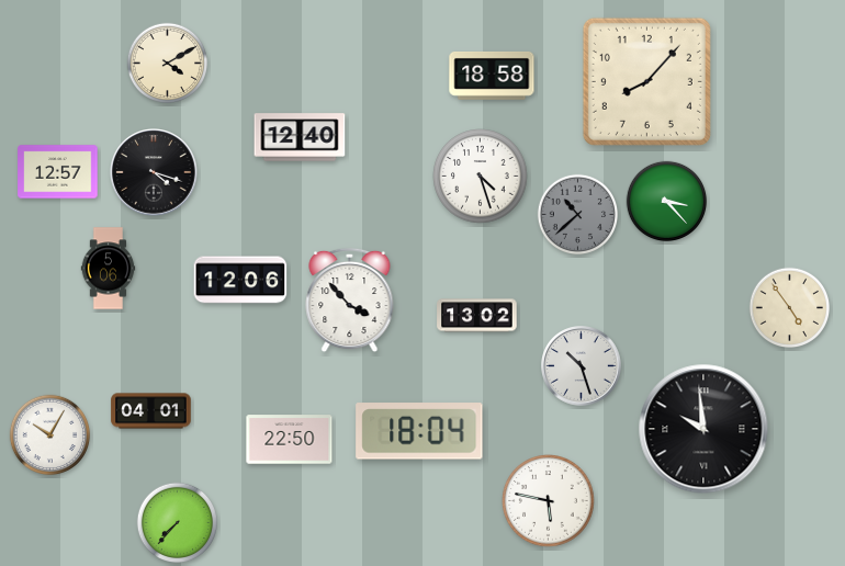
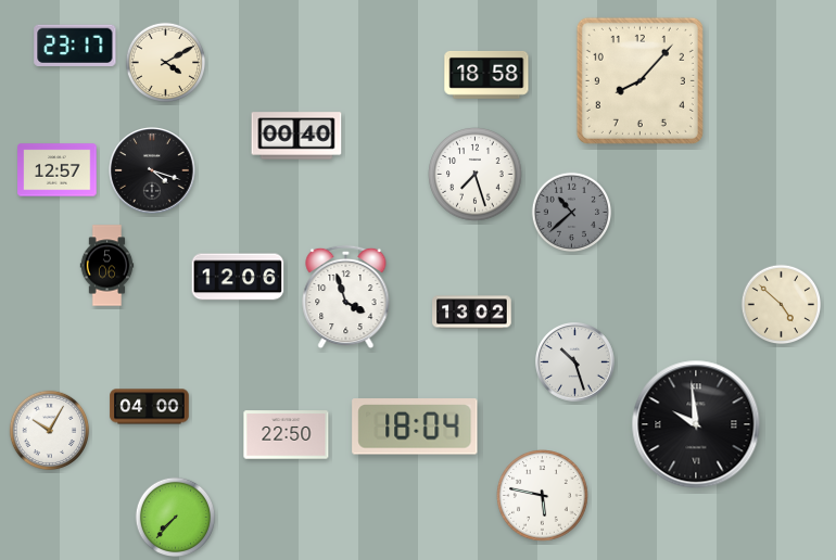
clock at (75, 44): none -> 23:17
clock at (300, 137): 12:40 -> 00:40
clock at (481, 177): 4:27 -> 7:27
clock at (667, 202): 3:23 -> none
clock at (350, 301): 3:53 -> 3:57
clock at (790, 308): 4:54 -> 4:52
clock at (151, 411): 04:01 -> 04:00
